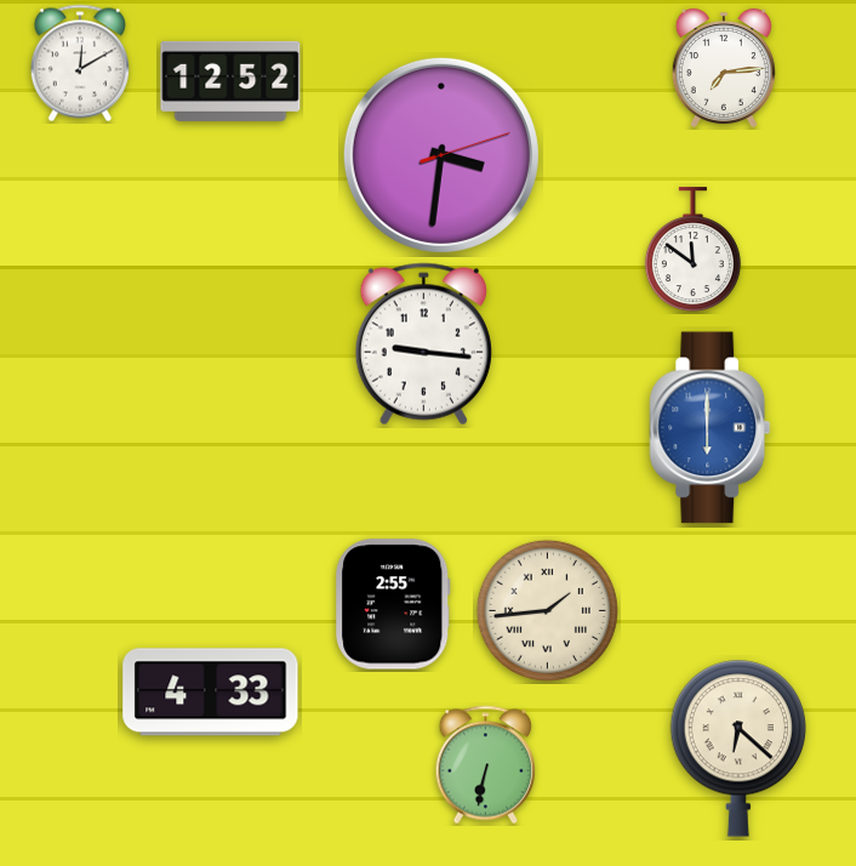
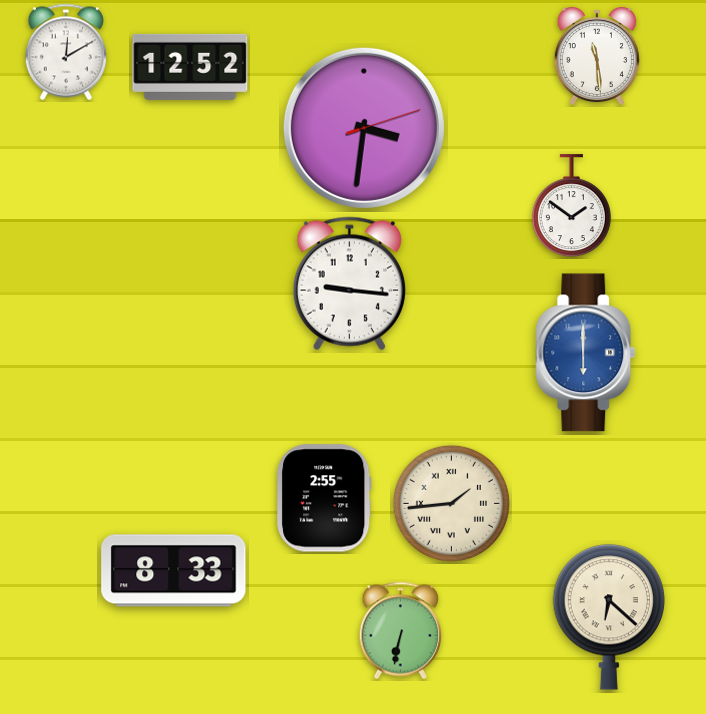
clock at (724, 68): 7:14 -> 11:29
clock at (692, 250): 11:51 -> 1:51
clock at (211, 693): 4:33 -> 8:33
